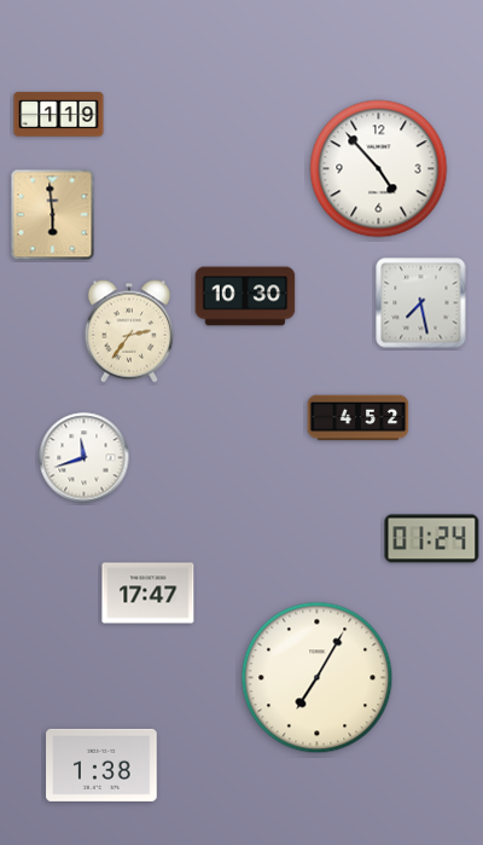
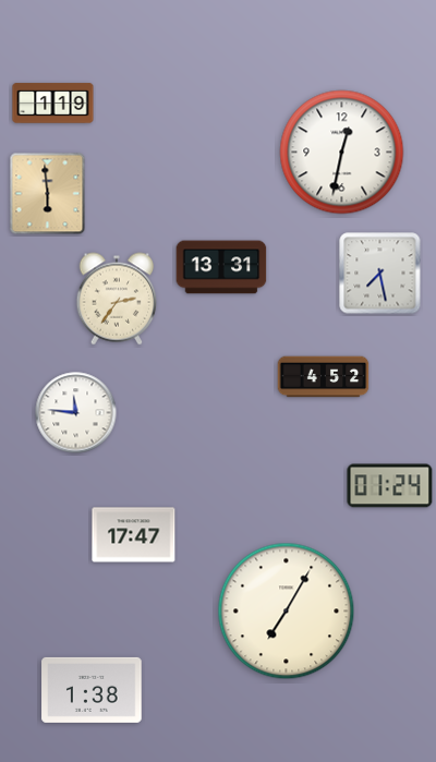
clock at (379, 169): 4:53 -> 12:32
clock at (245, 296): 10:30 -> 13:31
clock at (85, 458): 11:42 -> 11:46
